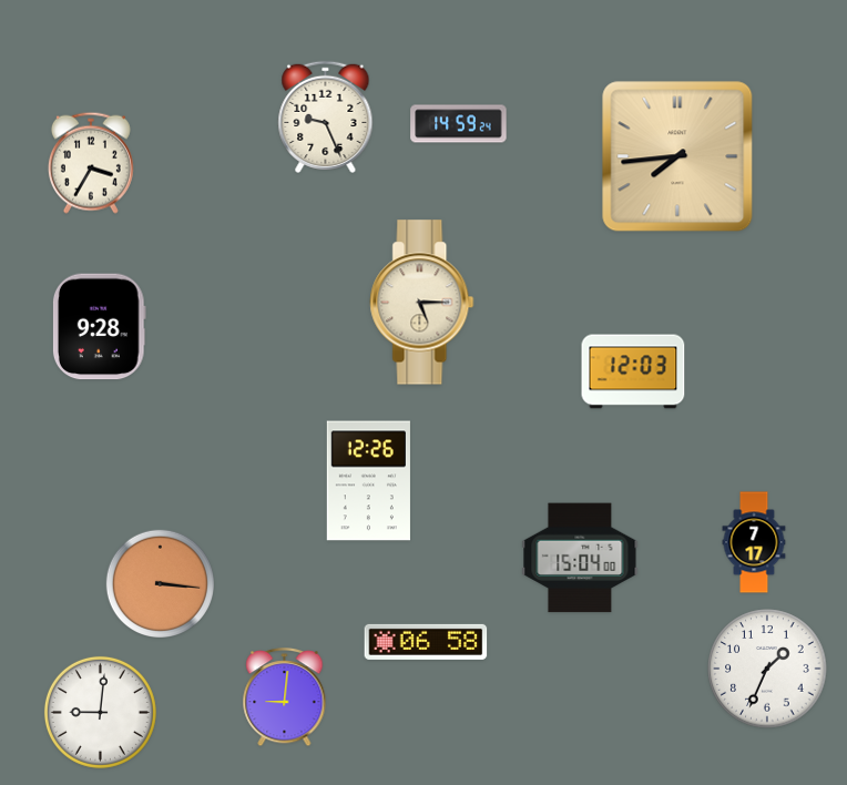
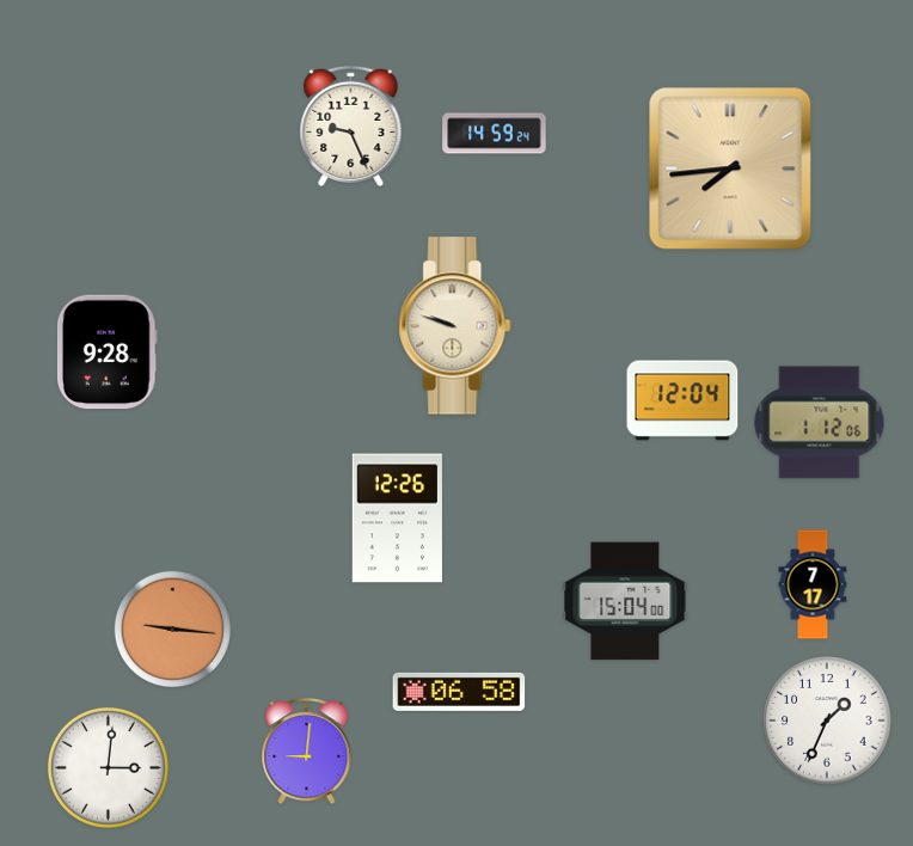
clock at (91, 163): 3:35 -> none
clock at (422, 303): 5:15 -> 9:48
clock at (633, 371): 12:03 -> 12:04
clock at (820, 423): none -> 1:12
clock at (160, 583): 3:16 -> 9:16
clock at (100, 712): 9:01 -> 3:01
